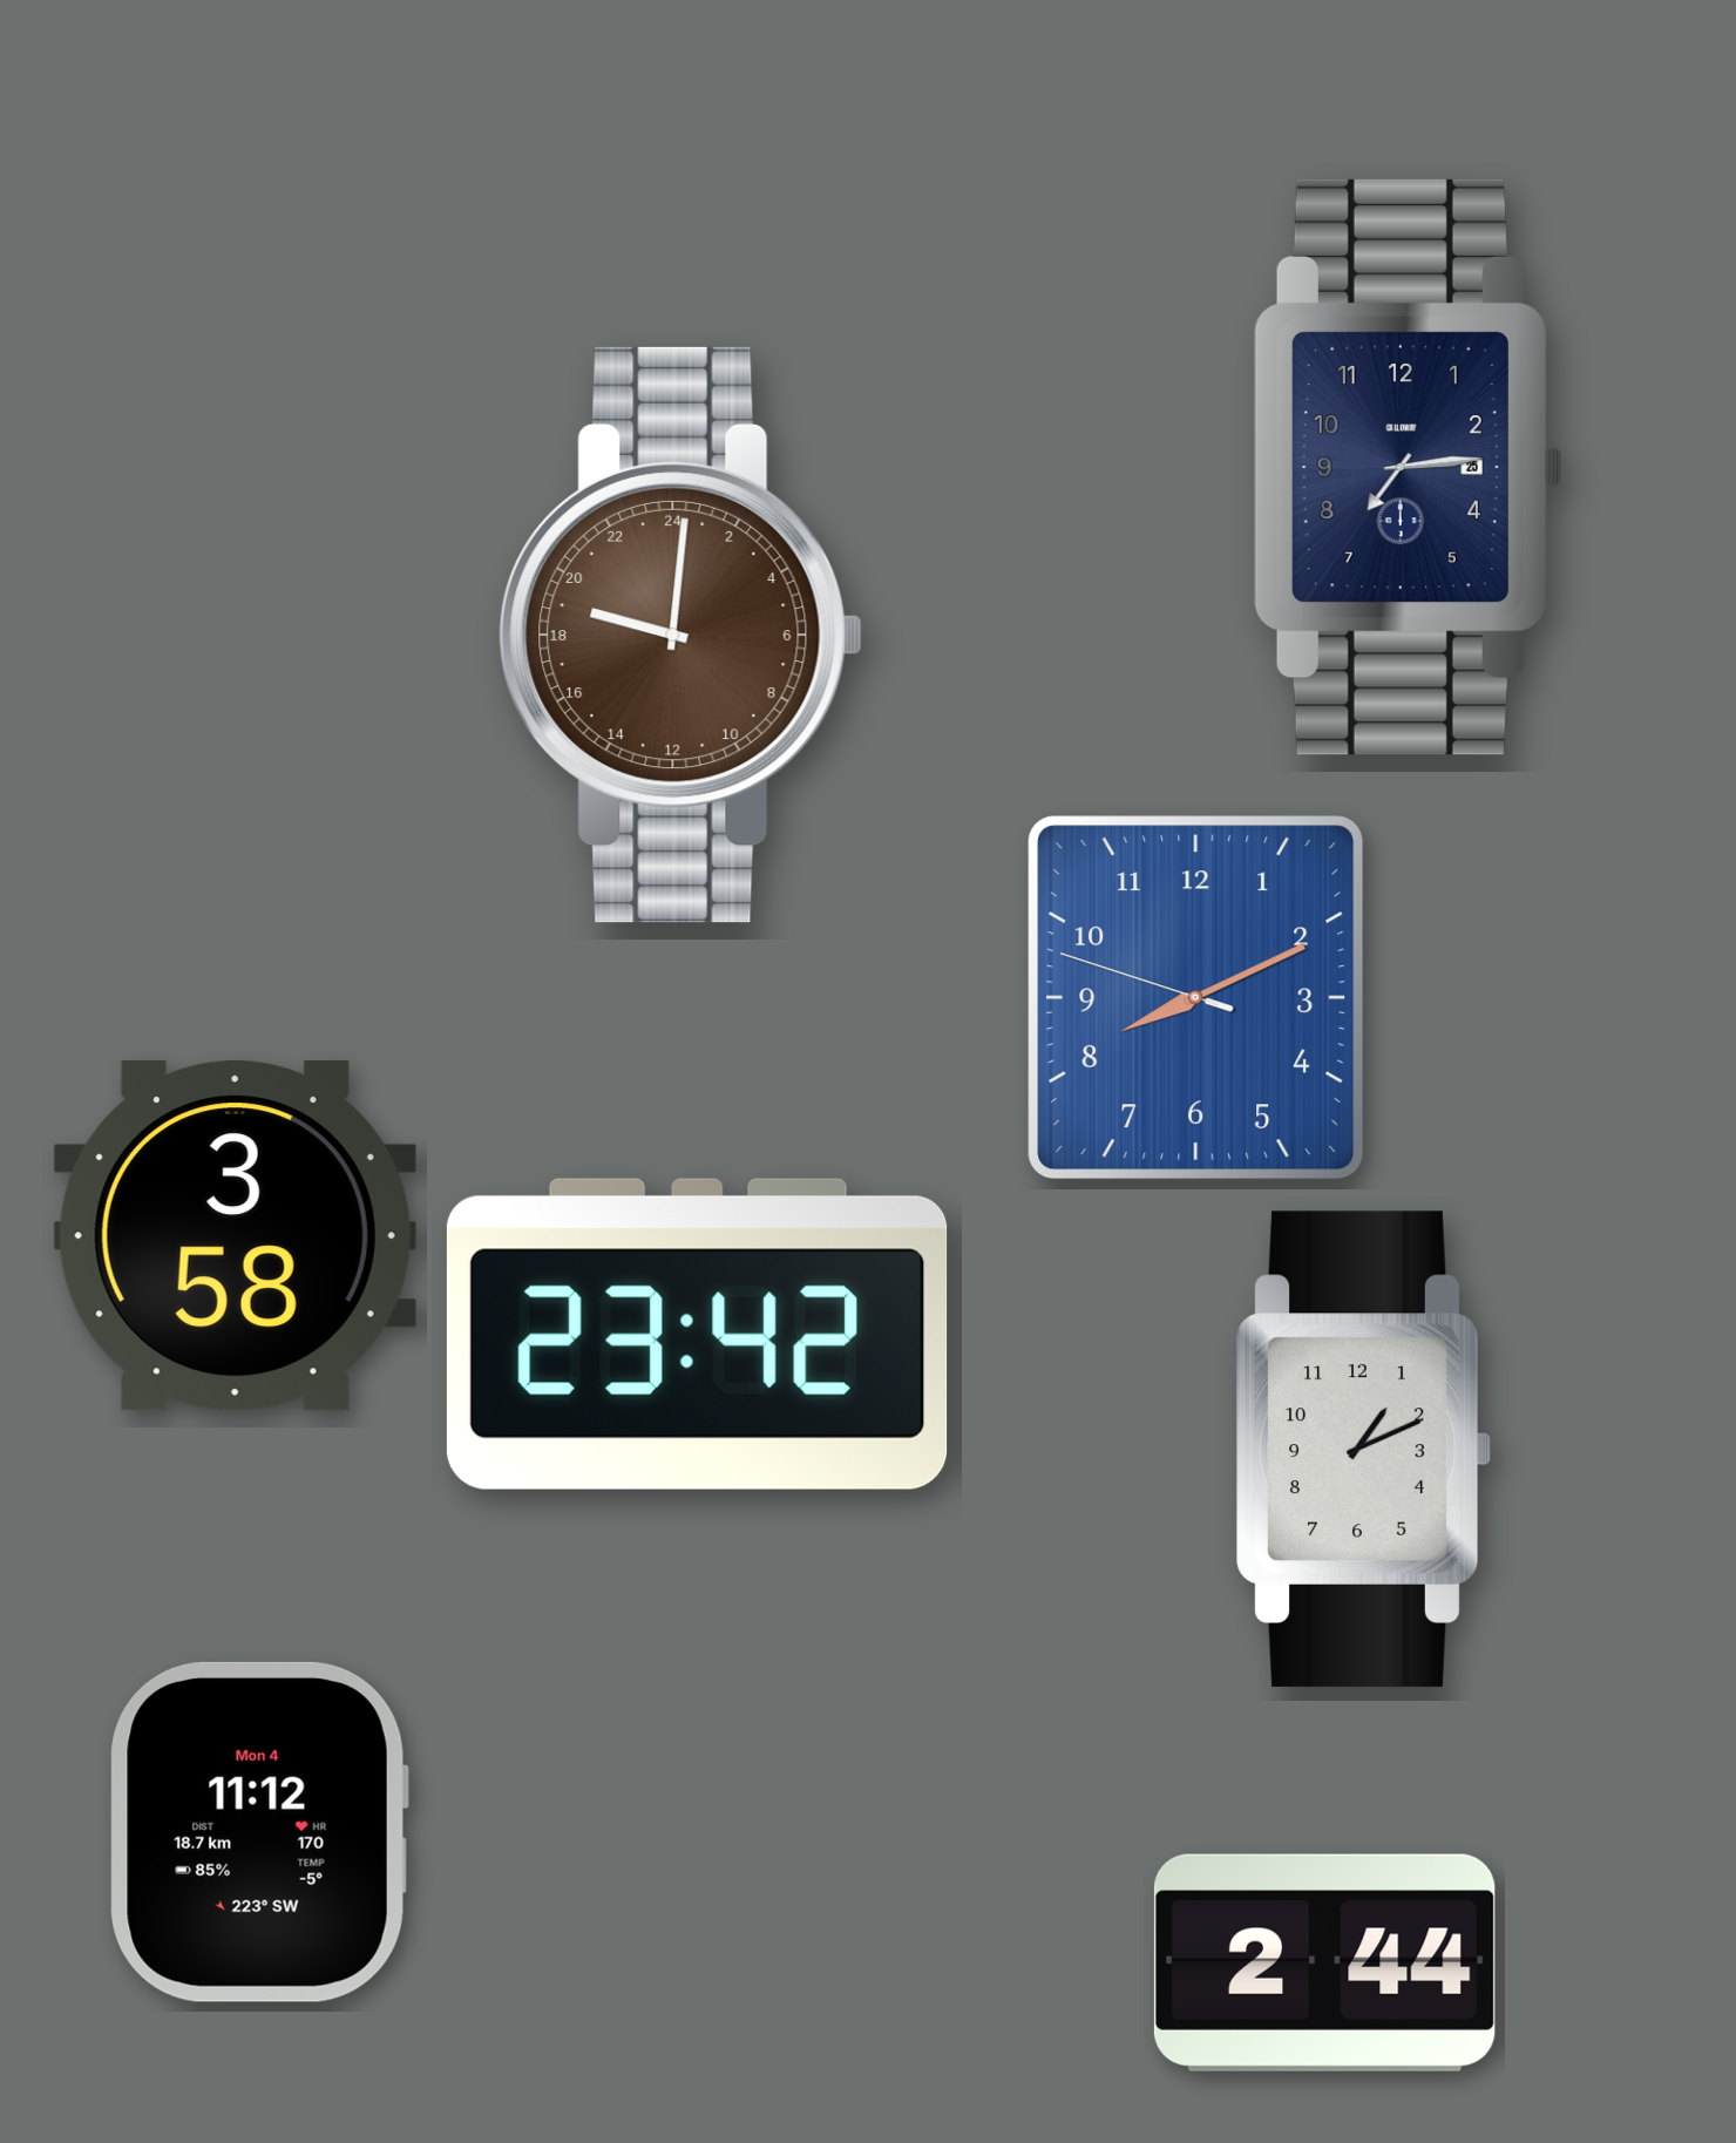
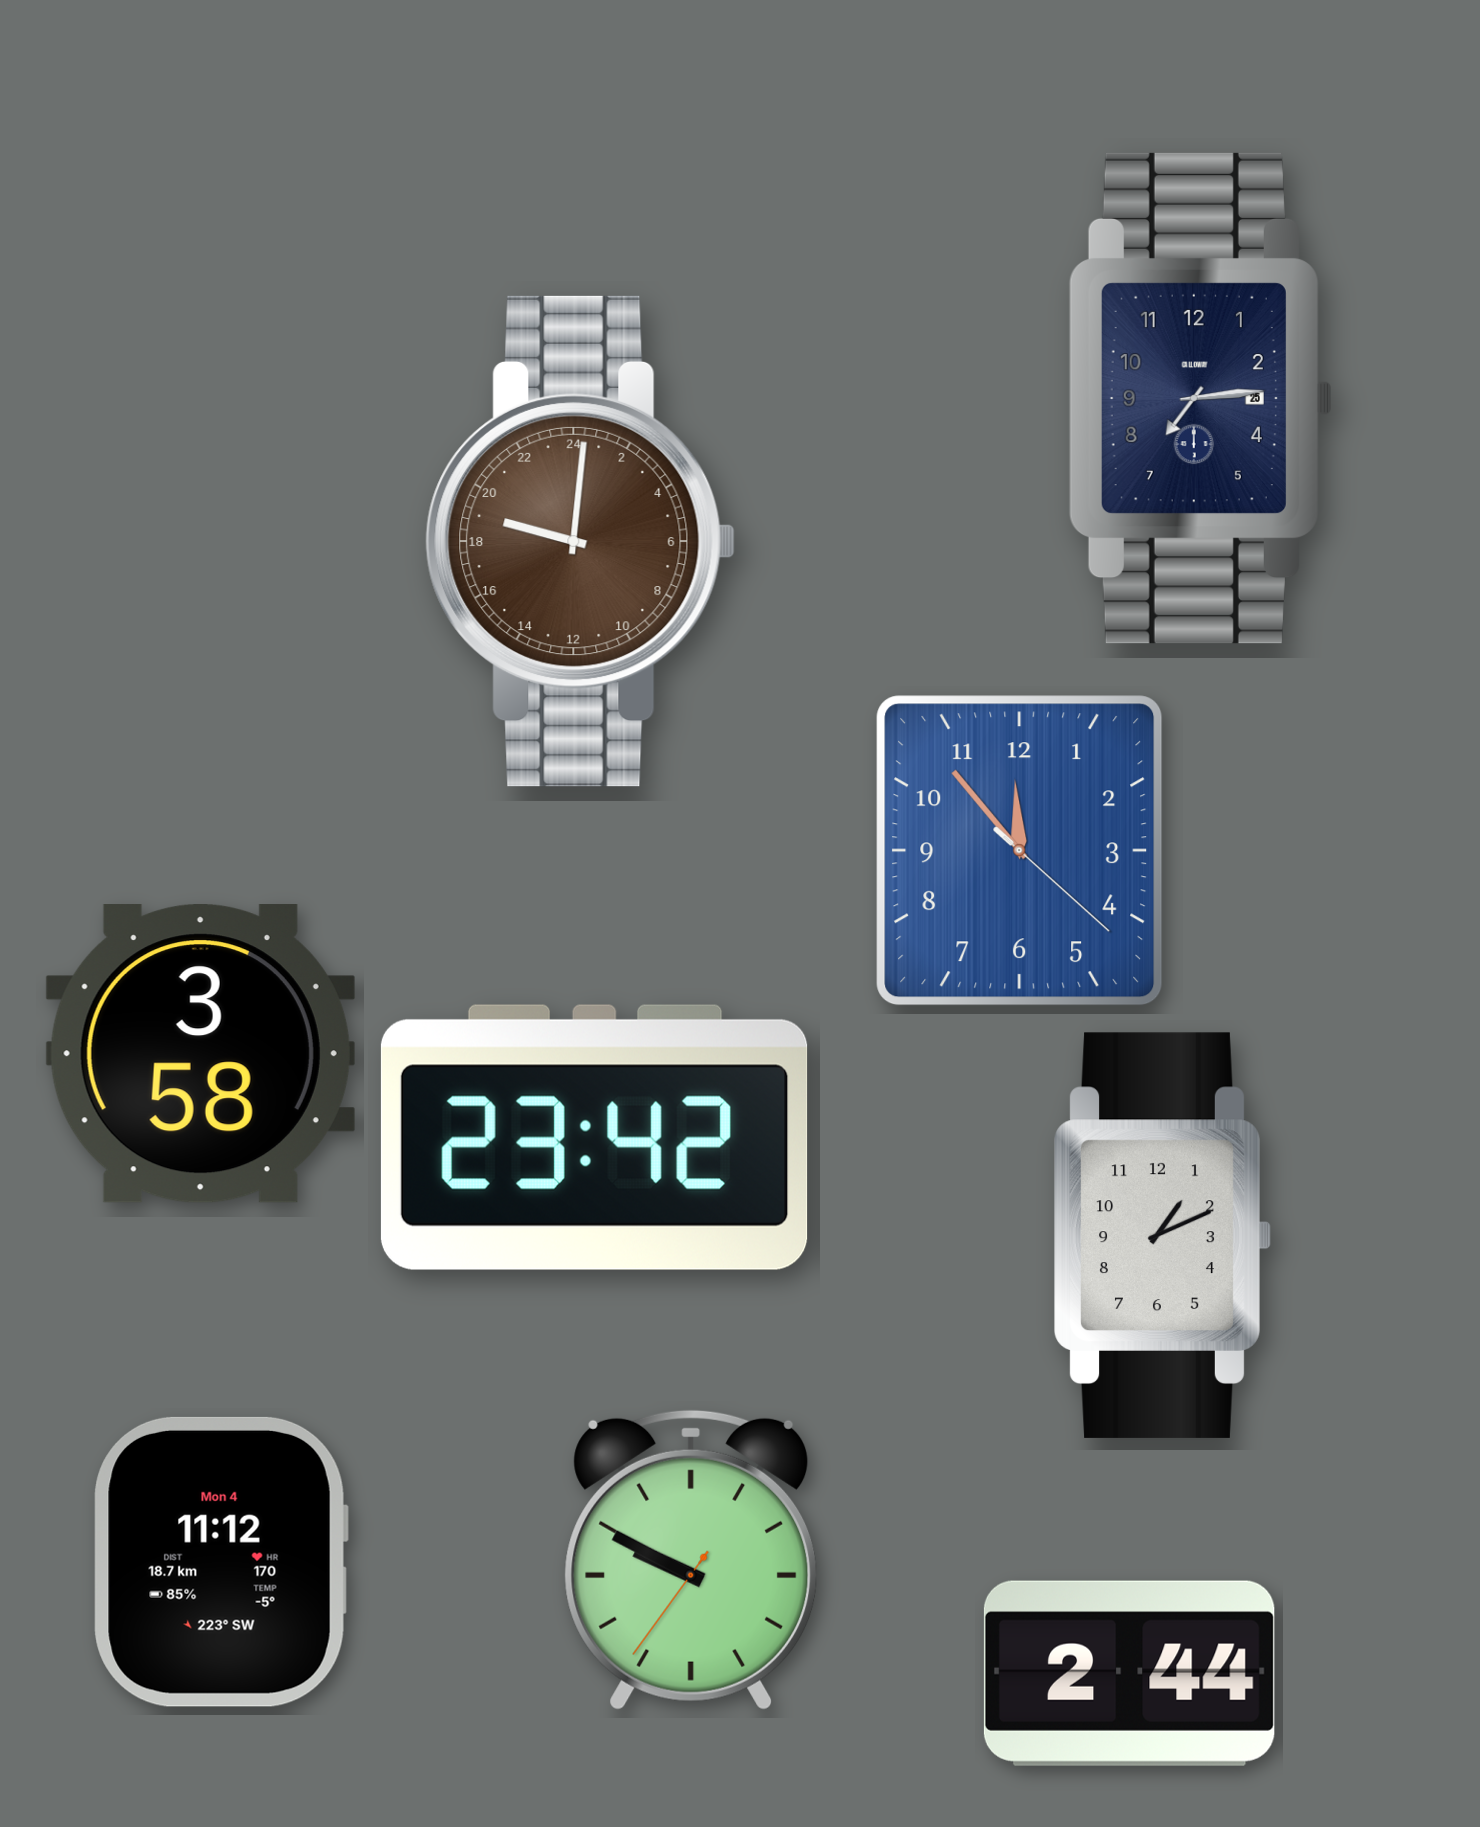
clock at (1196, 998): 8:10 -> 11:53
clock at (691, 1560): none -> 9:49
